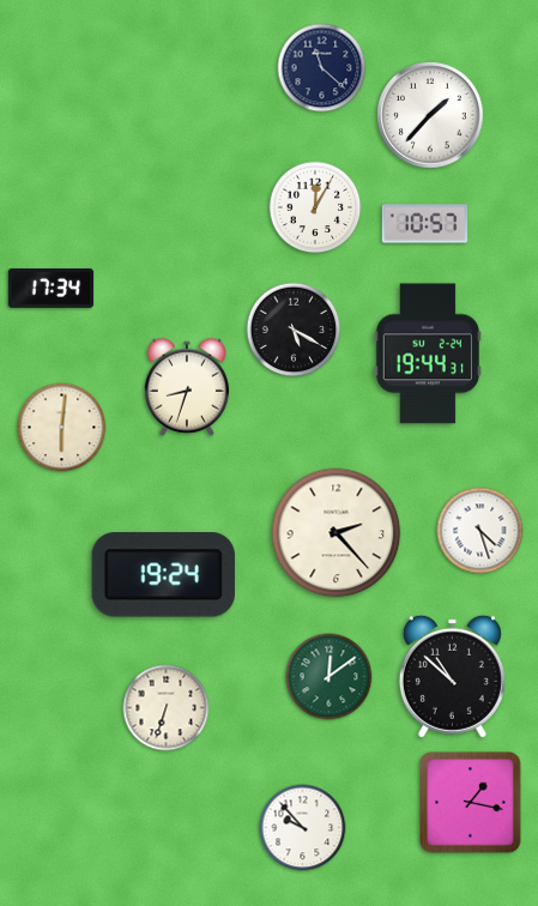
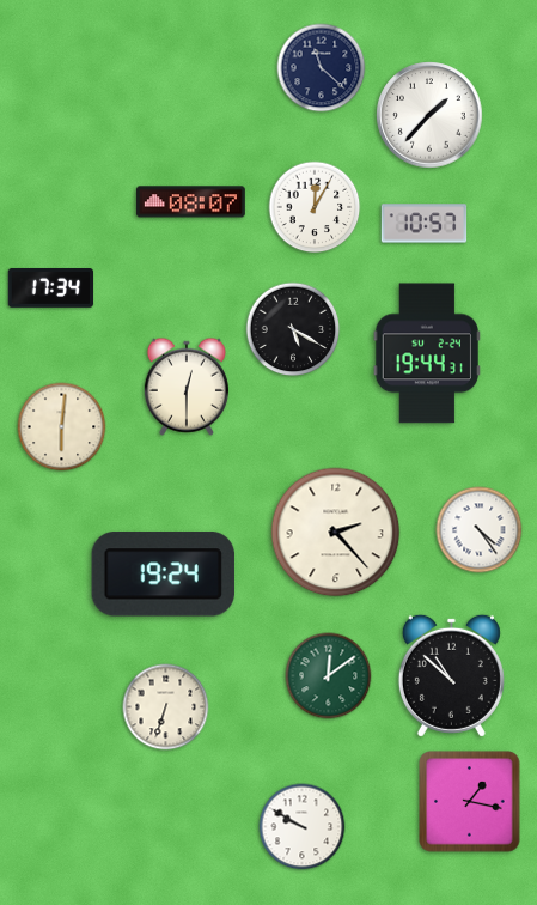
clock at (190, 202): none -> 08:07
clock at (187, 387): 8:33 -> 12:30
clock at (480, 531): 4:27 -> 4:24
clock at (303, 828): 9:53 -> 9:50
